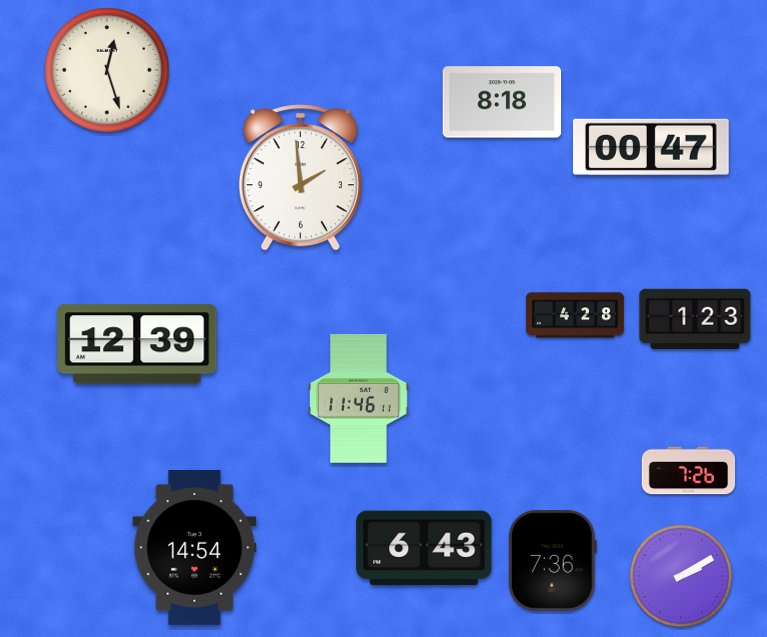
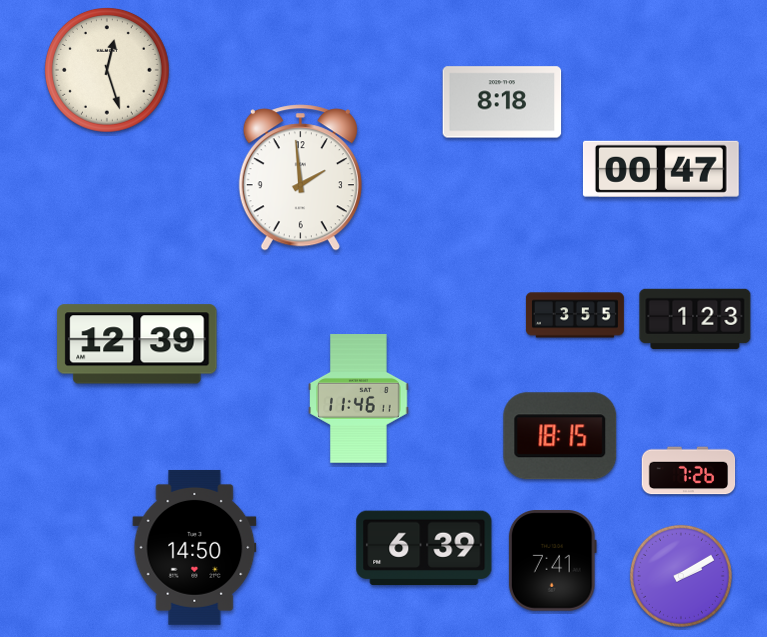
clock at (651, 147) position: (651, 147) -> (661, 169)
clock at (575, 315): 4:28 -> 3:55
clock at (560, 436): none -> 18:15
clock at (195, 547): 14:54 -> 14:50
clock at (424, 548): 6:43 -> 6:39
clock at (552, 561): 7:36 -> 7:41
